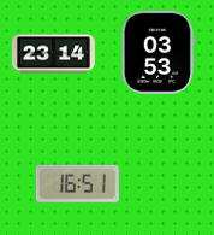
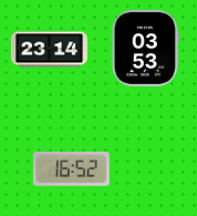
clock at (77, 183): 16:51 -> 16:52
